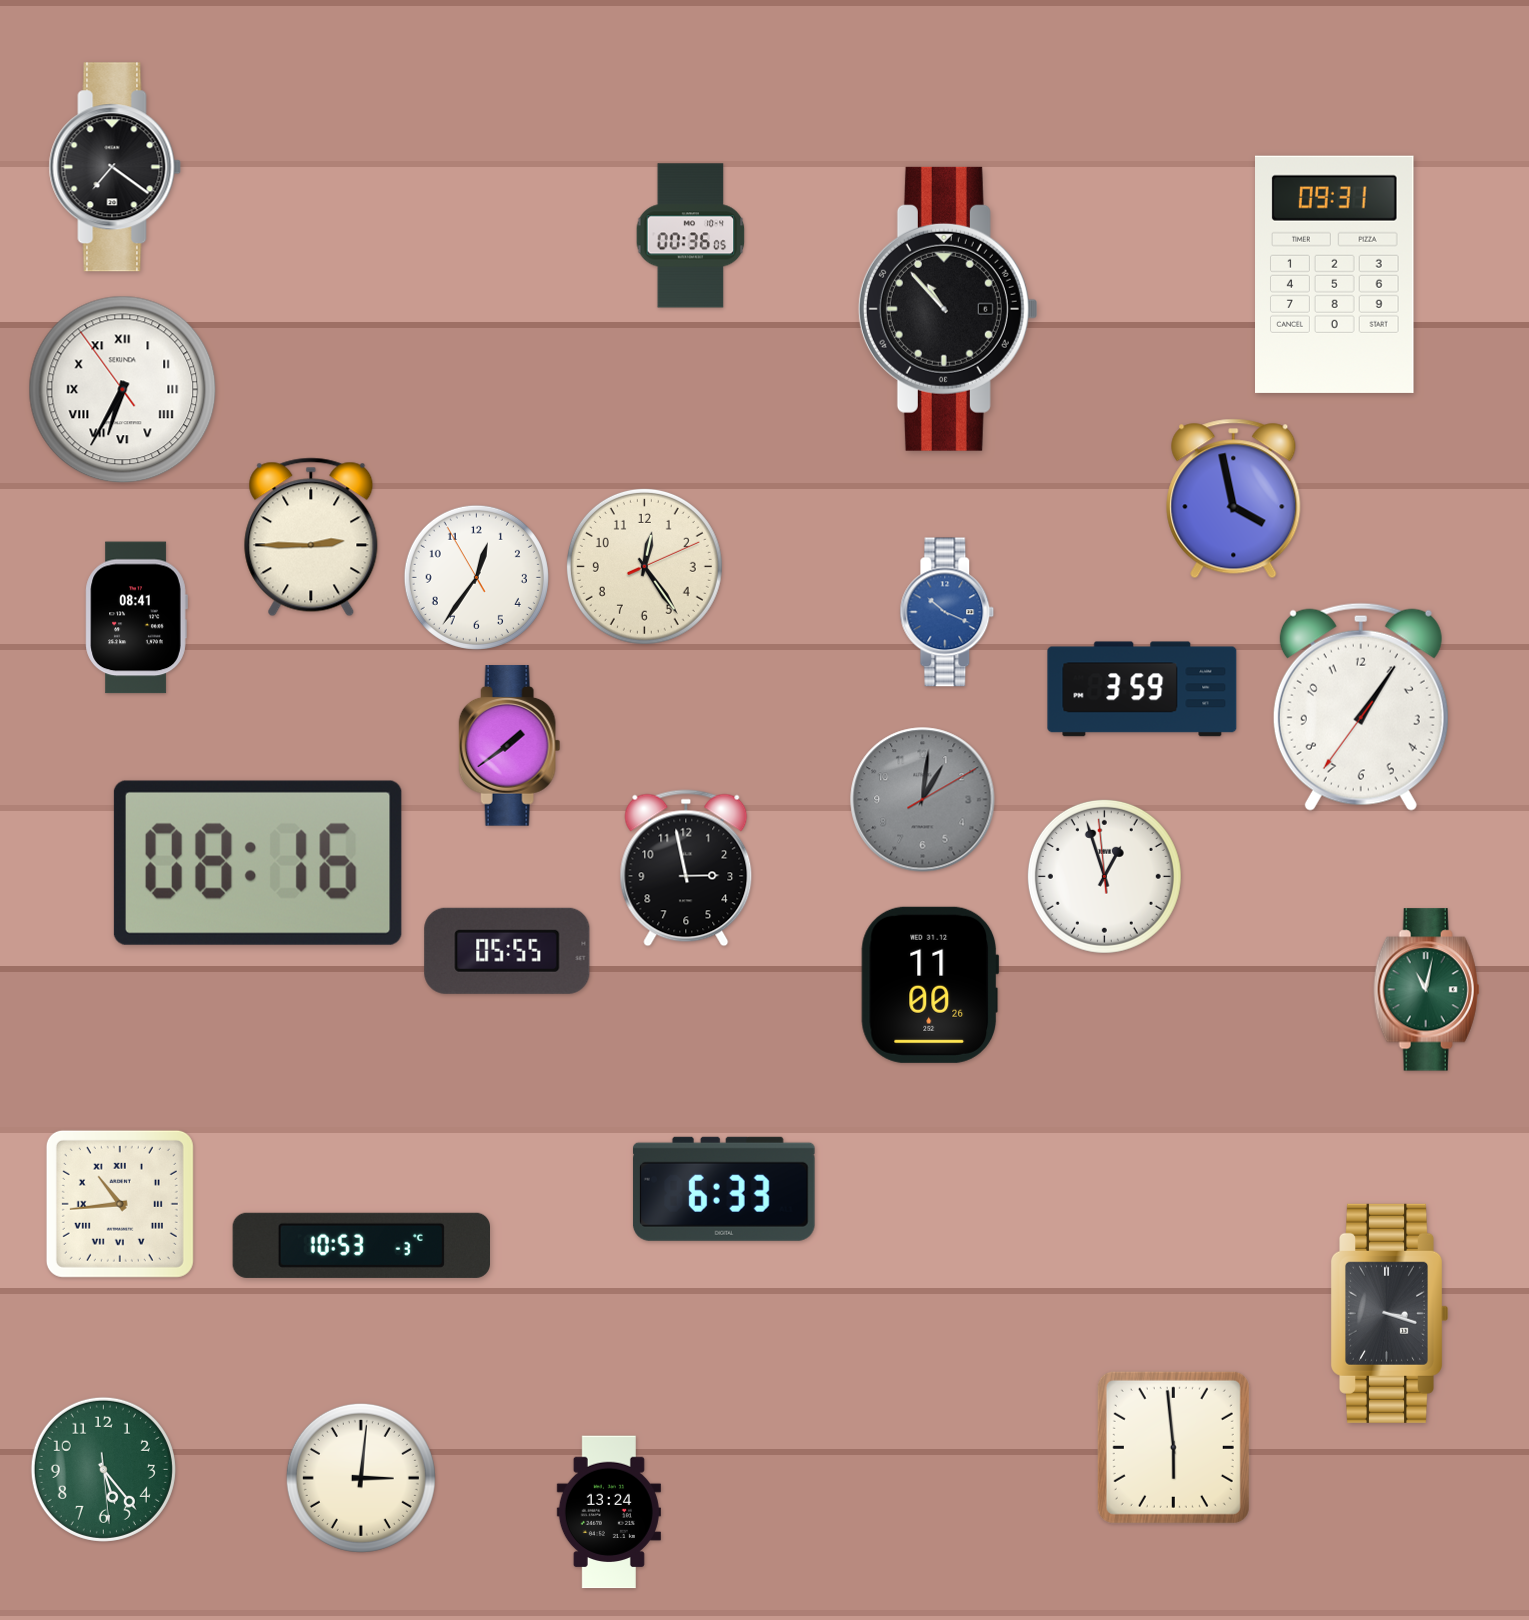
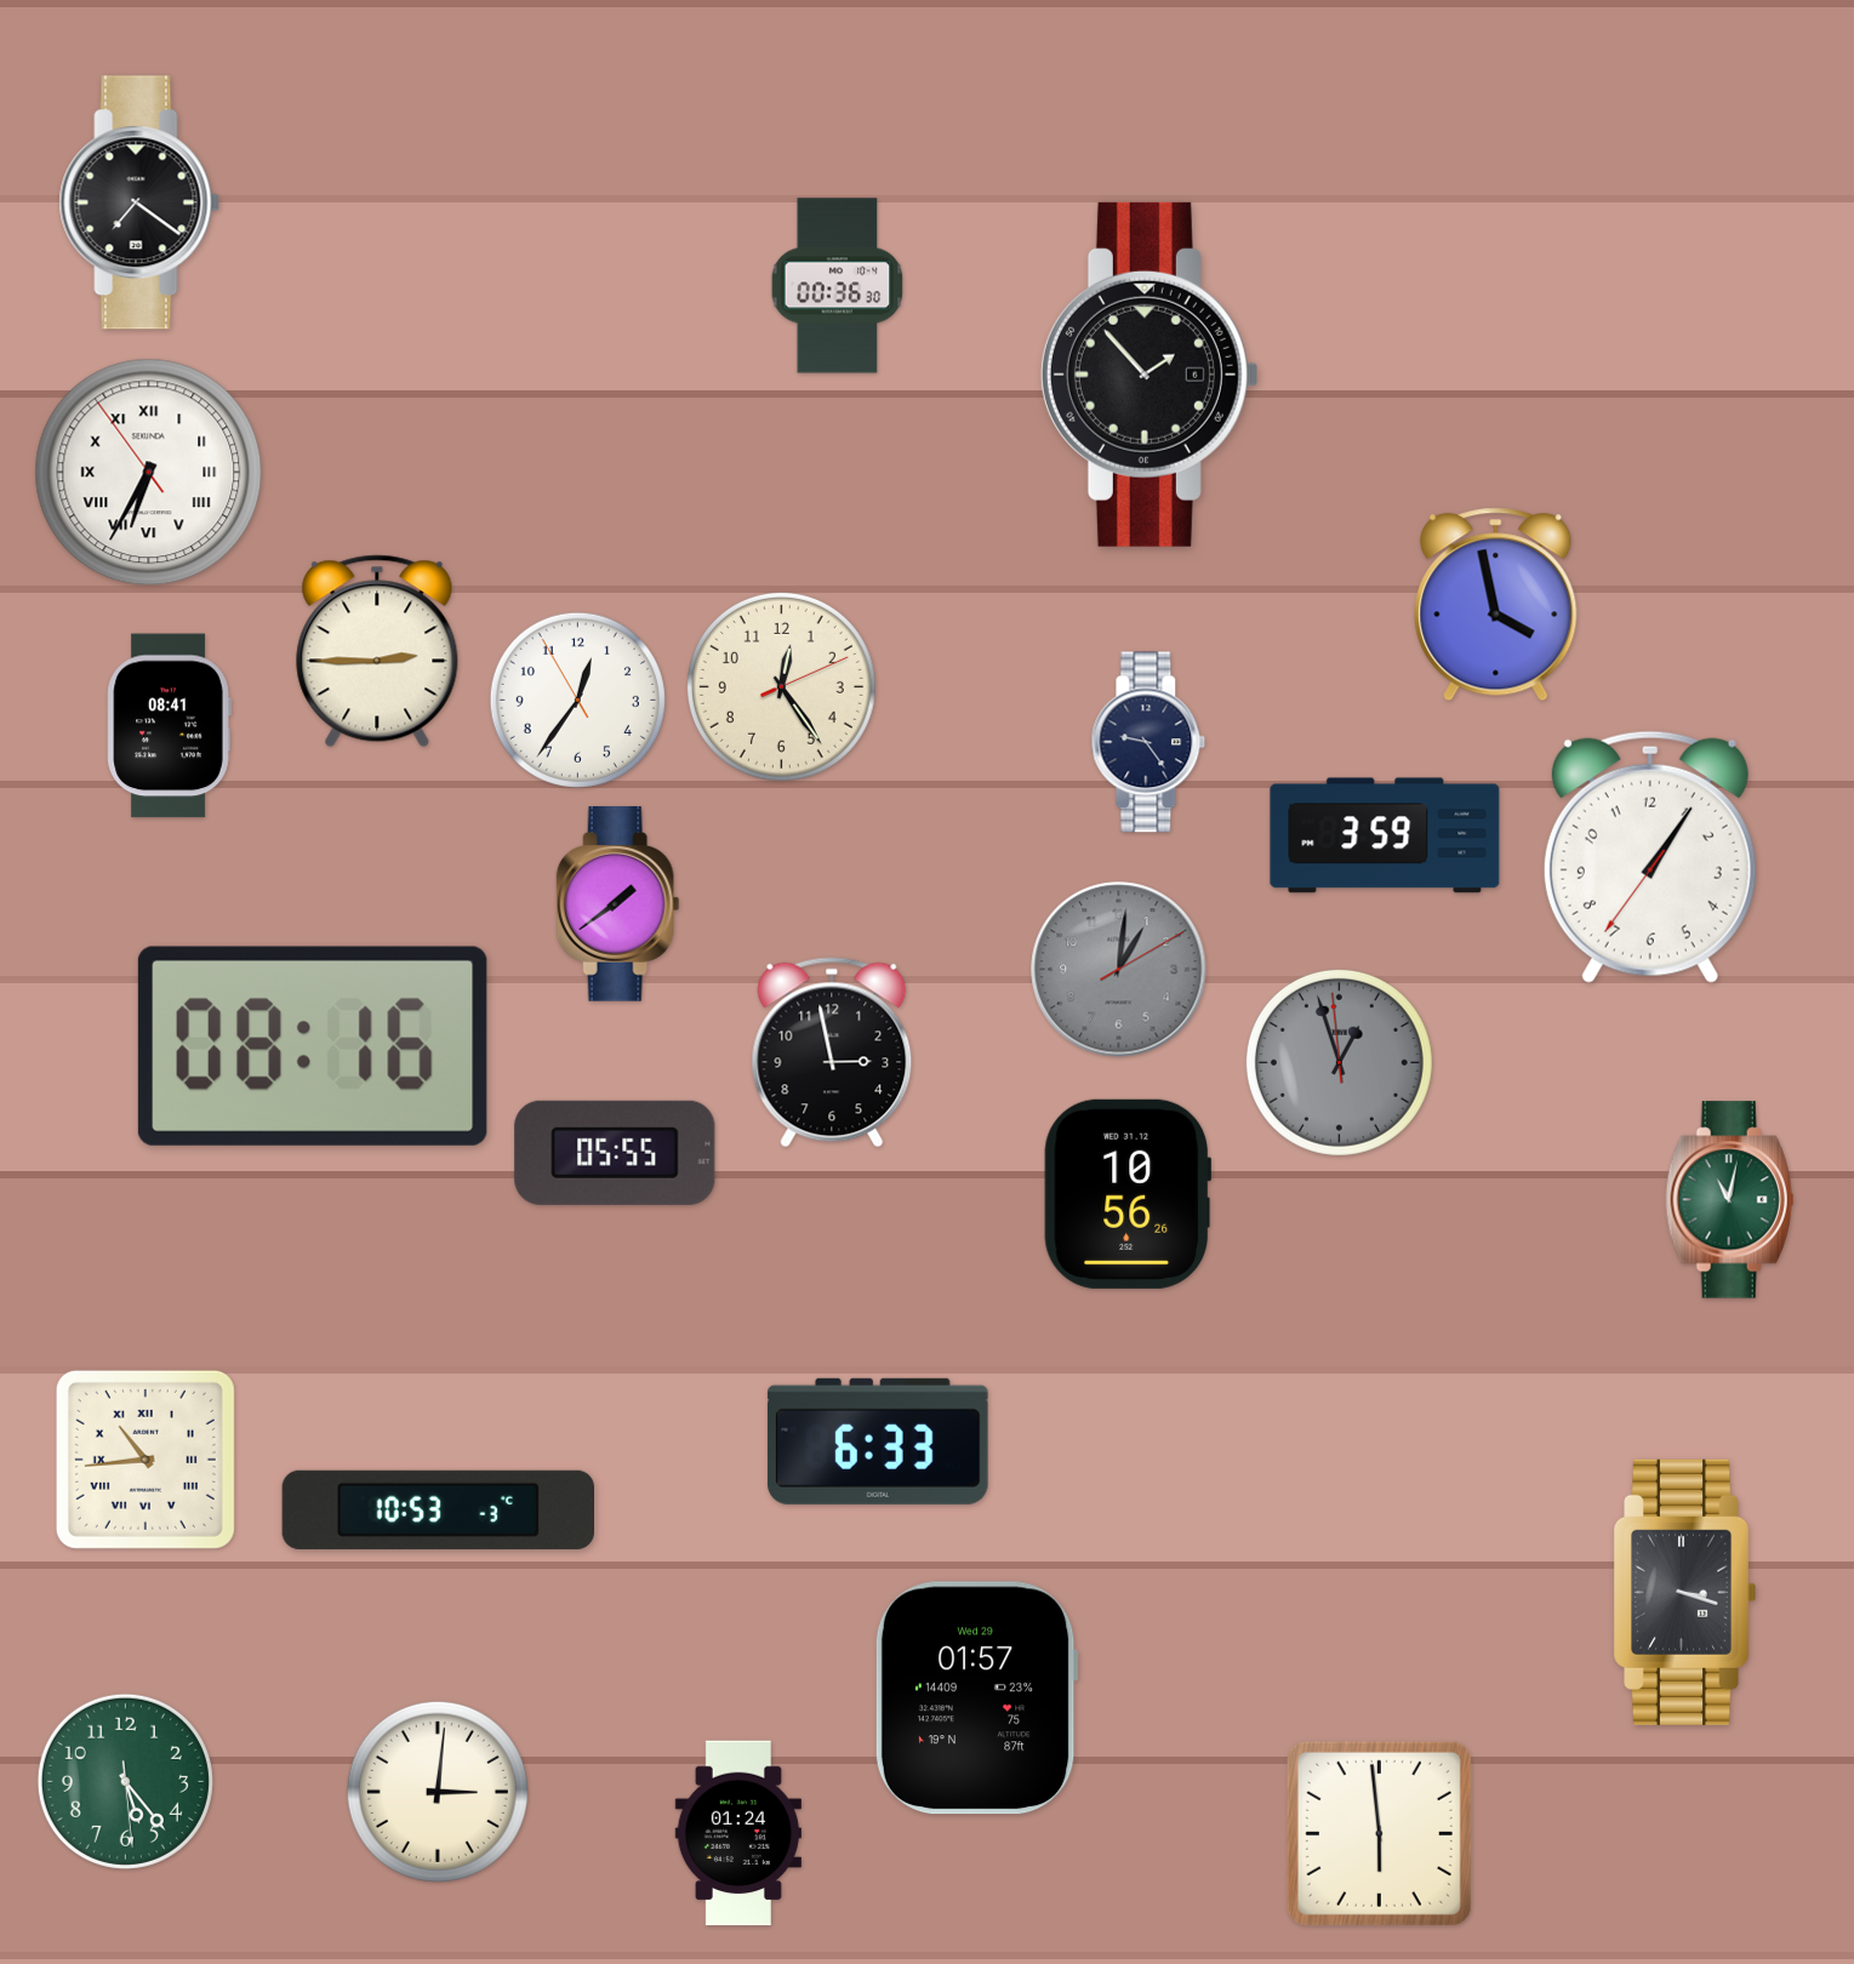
clock at (691, 236): 00:36:05 -> 00:36:30
clock at (1335, 274): 09:31 -> none
clock at (948, 309): 10:53 -> 1:53
clock at (947, 612): 10:19 -> 9:24
clock at (947, 612) dial: blue -> navy
clock at (136, 618) position: (136, 618) -> (169, 726)
clock at (1104, 876) dial: white -> grey
clock at (930, 985): 11:00 -> 10:56
clock at (976, 1698): none -> 01:57
clock at (1173, 1447) position: (1173, 1447) -> (1379, 1833)
clock at (609, 1512): 13:24 -> 01:24
